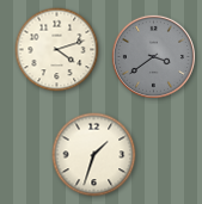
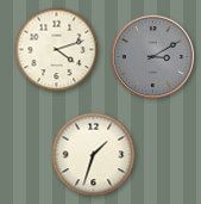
clock at (153, 56): 3:39 -> 3:10
